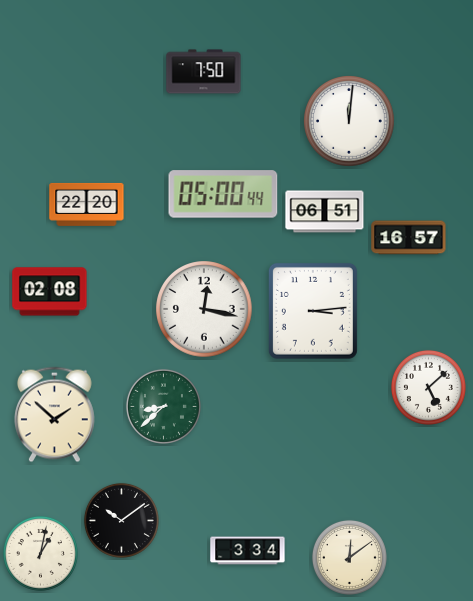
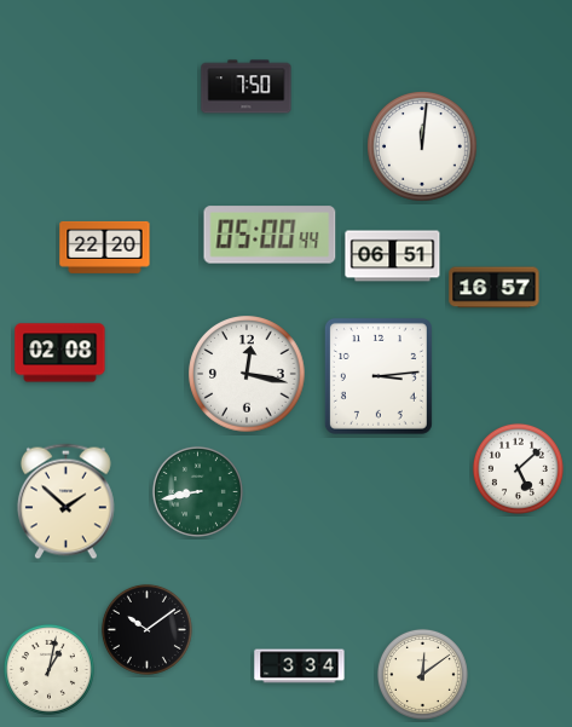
clock at (163, 406): 8:38 -> 8:43
